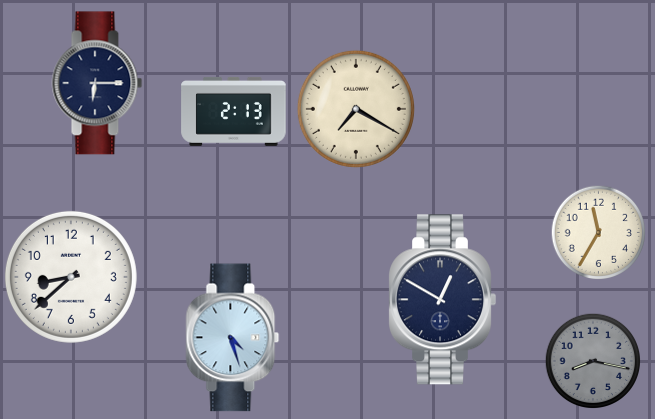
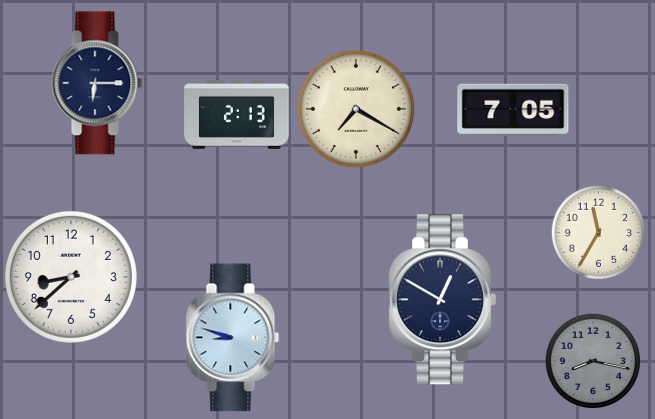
clock at (513, 110): none -> 7:05
clock at (234, 111) position: (234, 111) -> (237, 114)
clock at (233, 338): 4:27 -> 8:48
